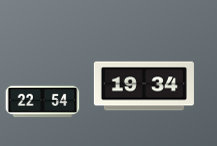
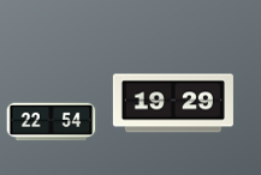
clock at (144, 86): 19:34 -> 19:29
